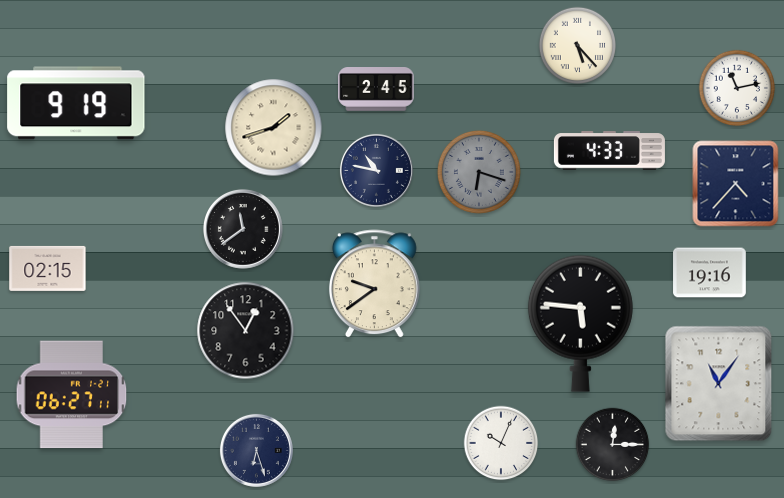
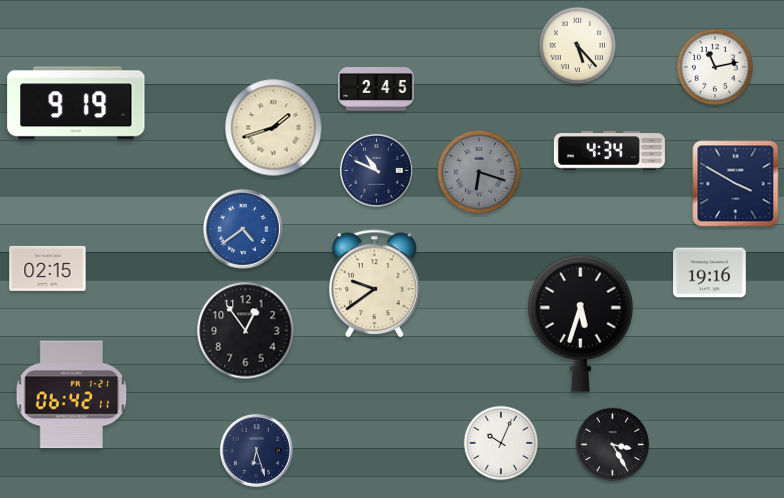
clock at (737, 88) position: (737, 88) -> (715, 67)
clock at (609, 151): 4:33 -> 4:34
clock at (376, 170): 10:47 -> 10:49
clock at (736, 184): 4:37 -> 3:50
clock at (243, 229): 11:39 -> 4:39
clock at (243, 229) dial: black -> blue
clock at (580, 323): 5:46 -> 5:33
clock at (719, 384): 11:06 -> none
clock at (72, 395): 06:27 -> 06:42
clock at (613, 445): 12:15 -> 3:25
